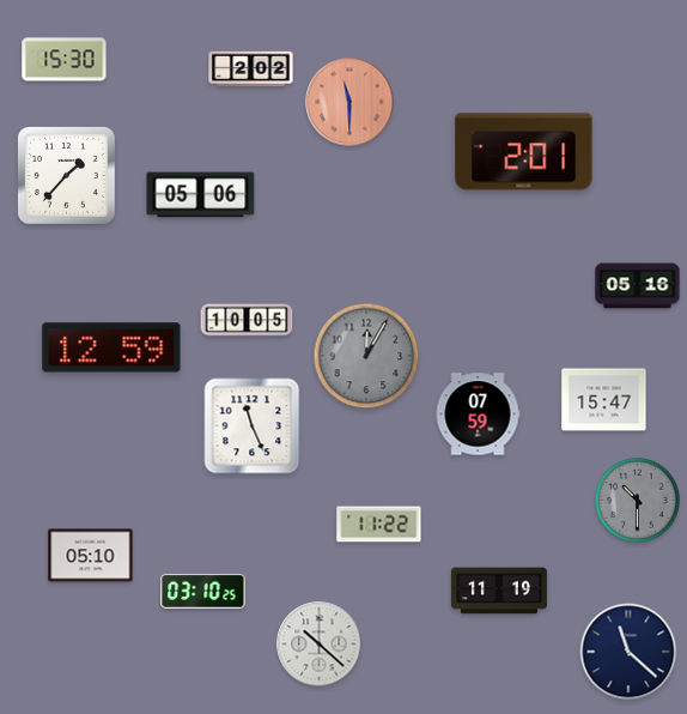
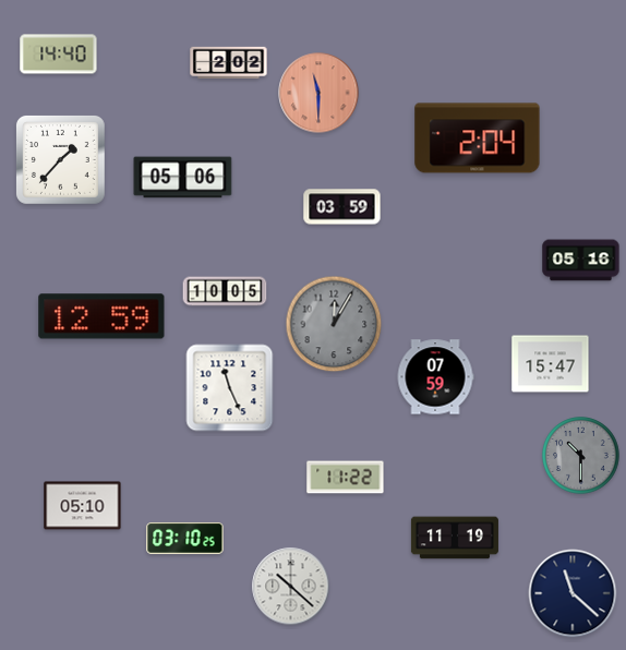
clock at (65, 60): 15:30 -> 14:40
clock at (524, 152): 2:01 -> 2:04
clock at (342, 207): none -> 03:59
